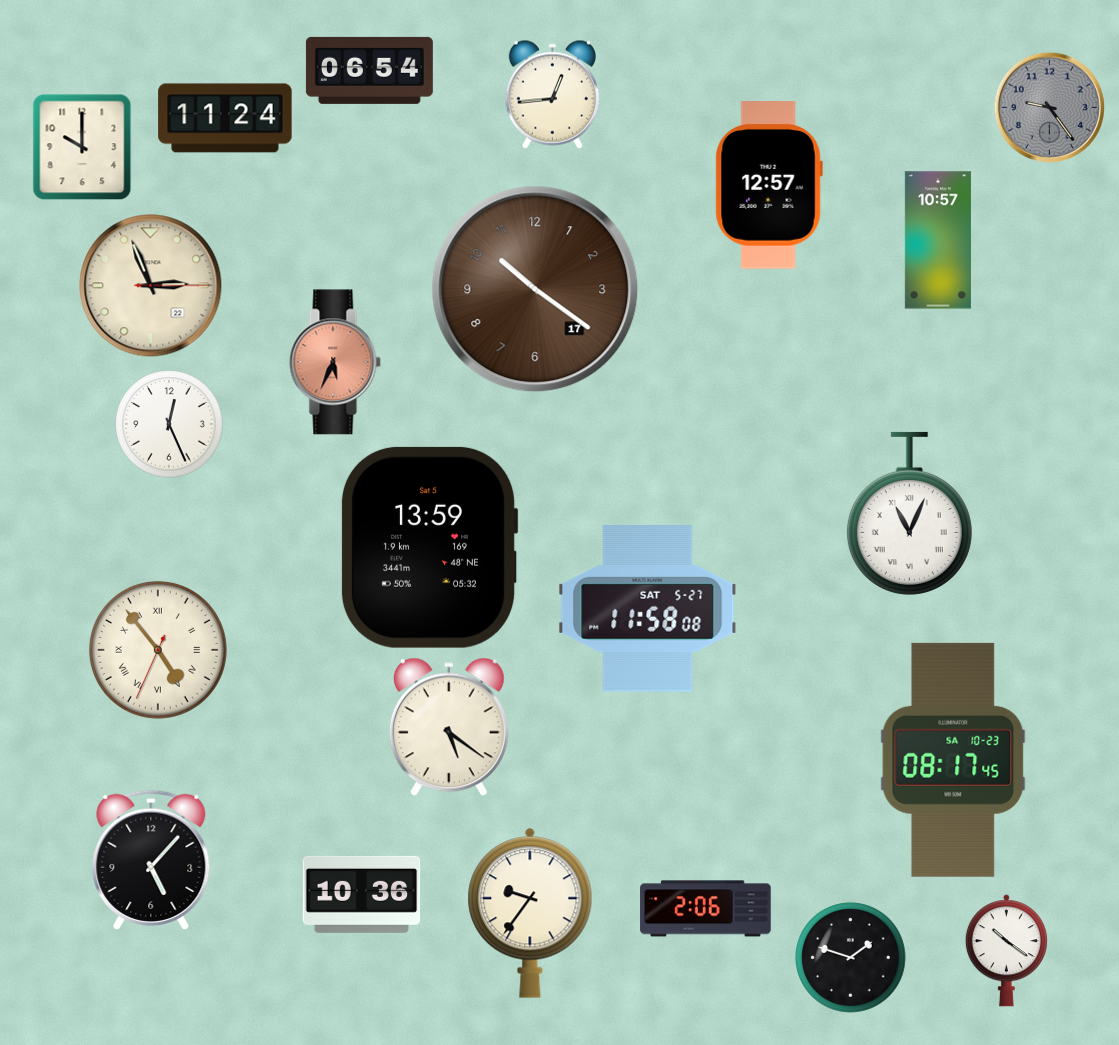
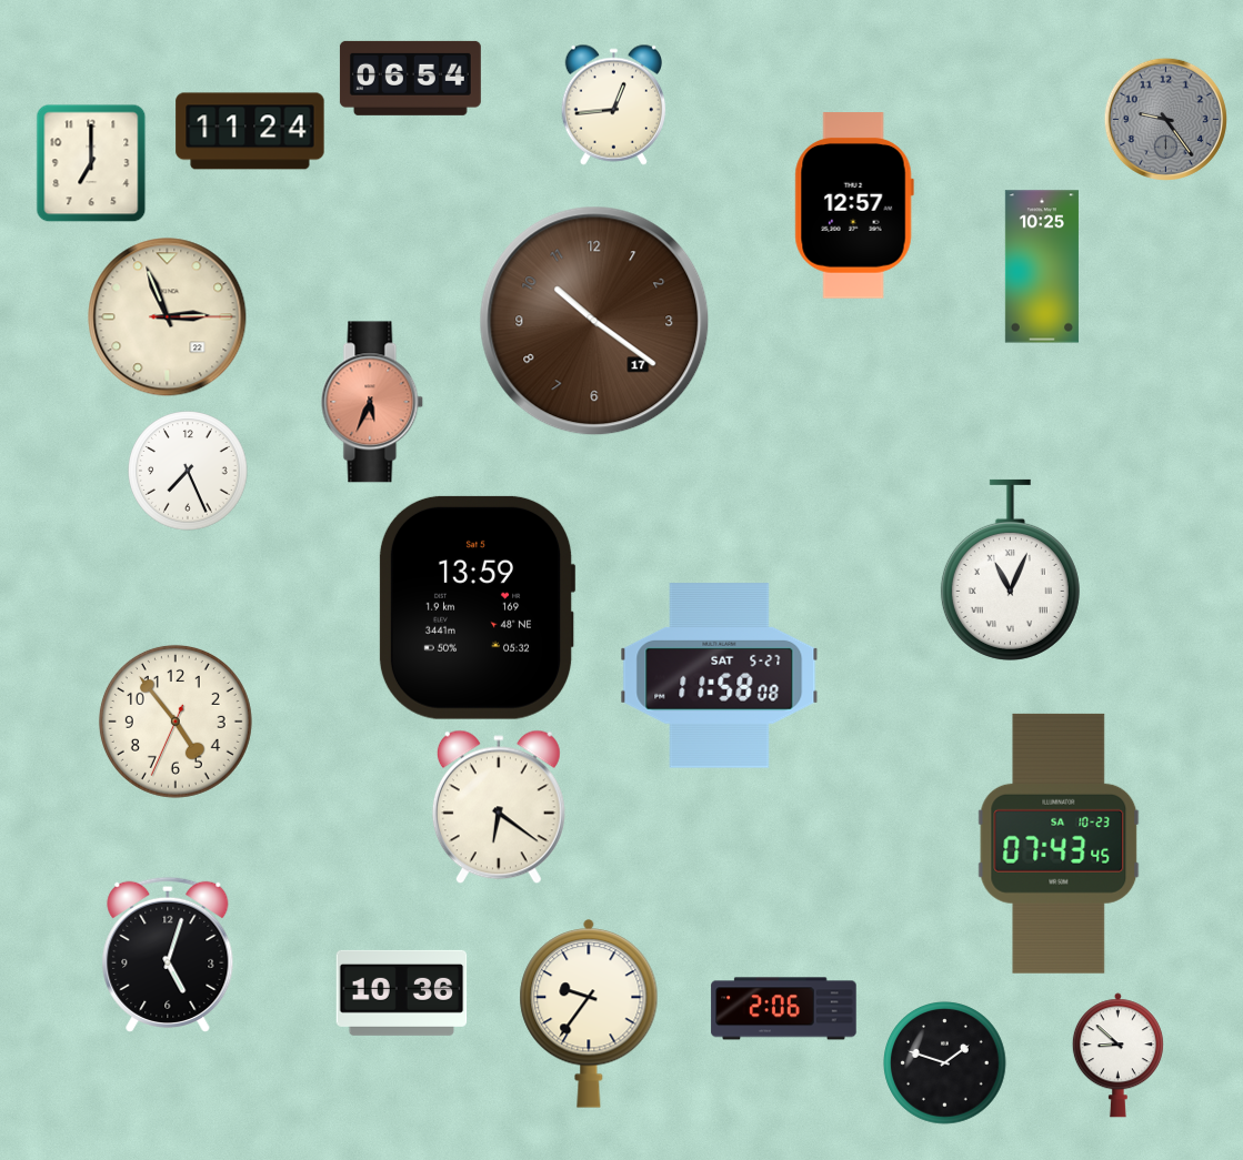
clock at (82, 147): 10:00 -> 7:00
clock at (938, 240): 10:57 -> 10:25
clock at (169, 424): 12:26 -> 7:26
clock at (158, 650) numerals: Roman -> Arabic
clock at (449, 727): 5:21 -> 6:21
clock at (953, 760): 08:17 -> 07:43
clock at (151, 860): 5:07 -> 5:03
clock at (1006, 951): 10:21 -> 8:52
